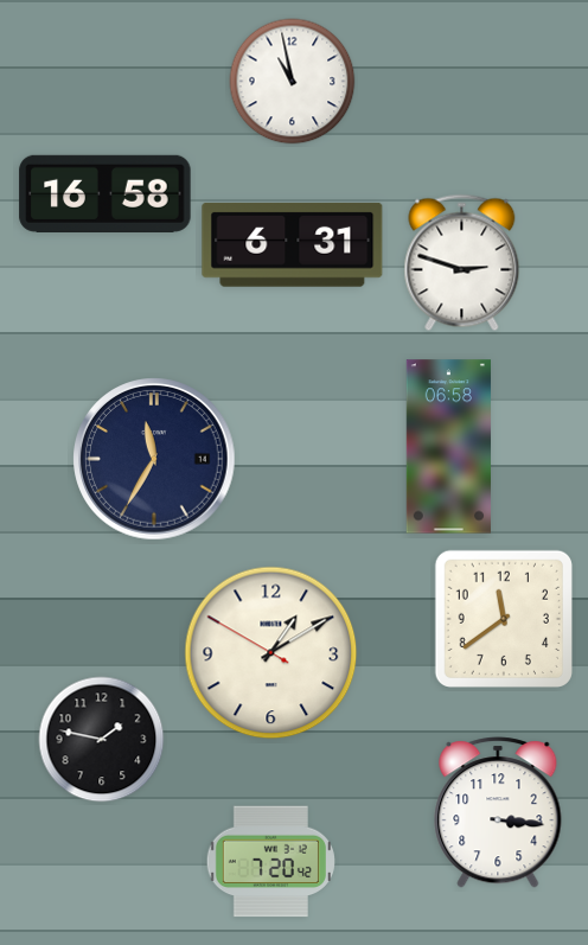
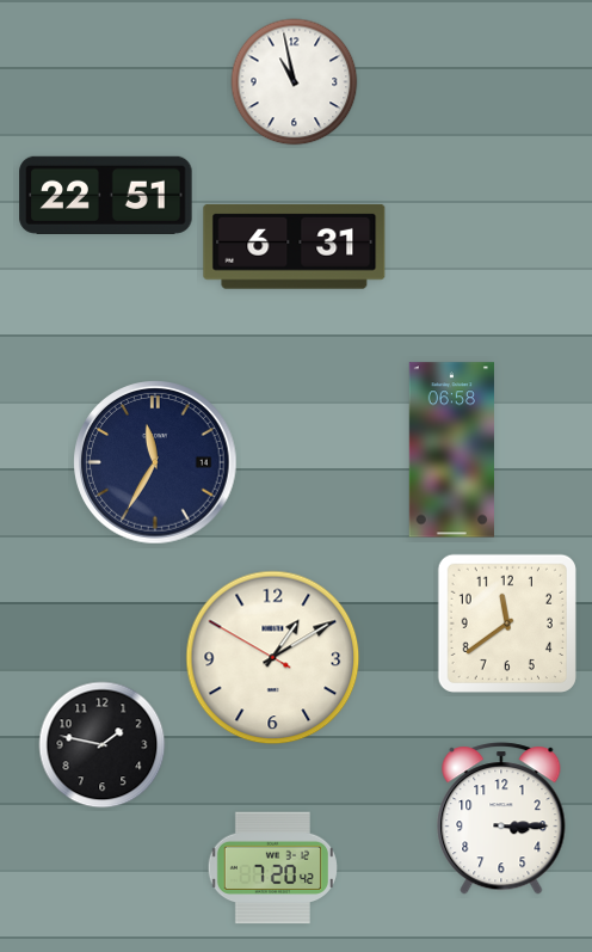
clock at (106, 193): 16:58 -> 22:51
clock at (462, 263): 2:48 -> none
clock at (498, 812): 3:16 -> 3:15
